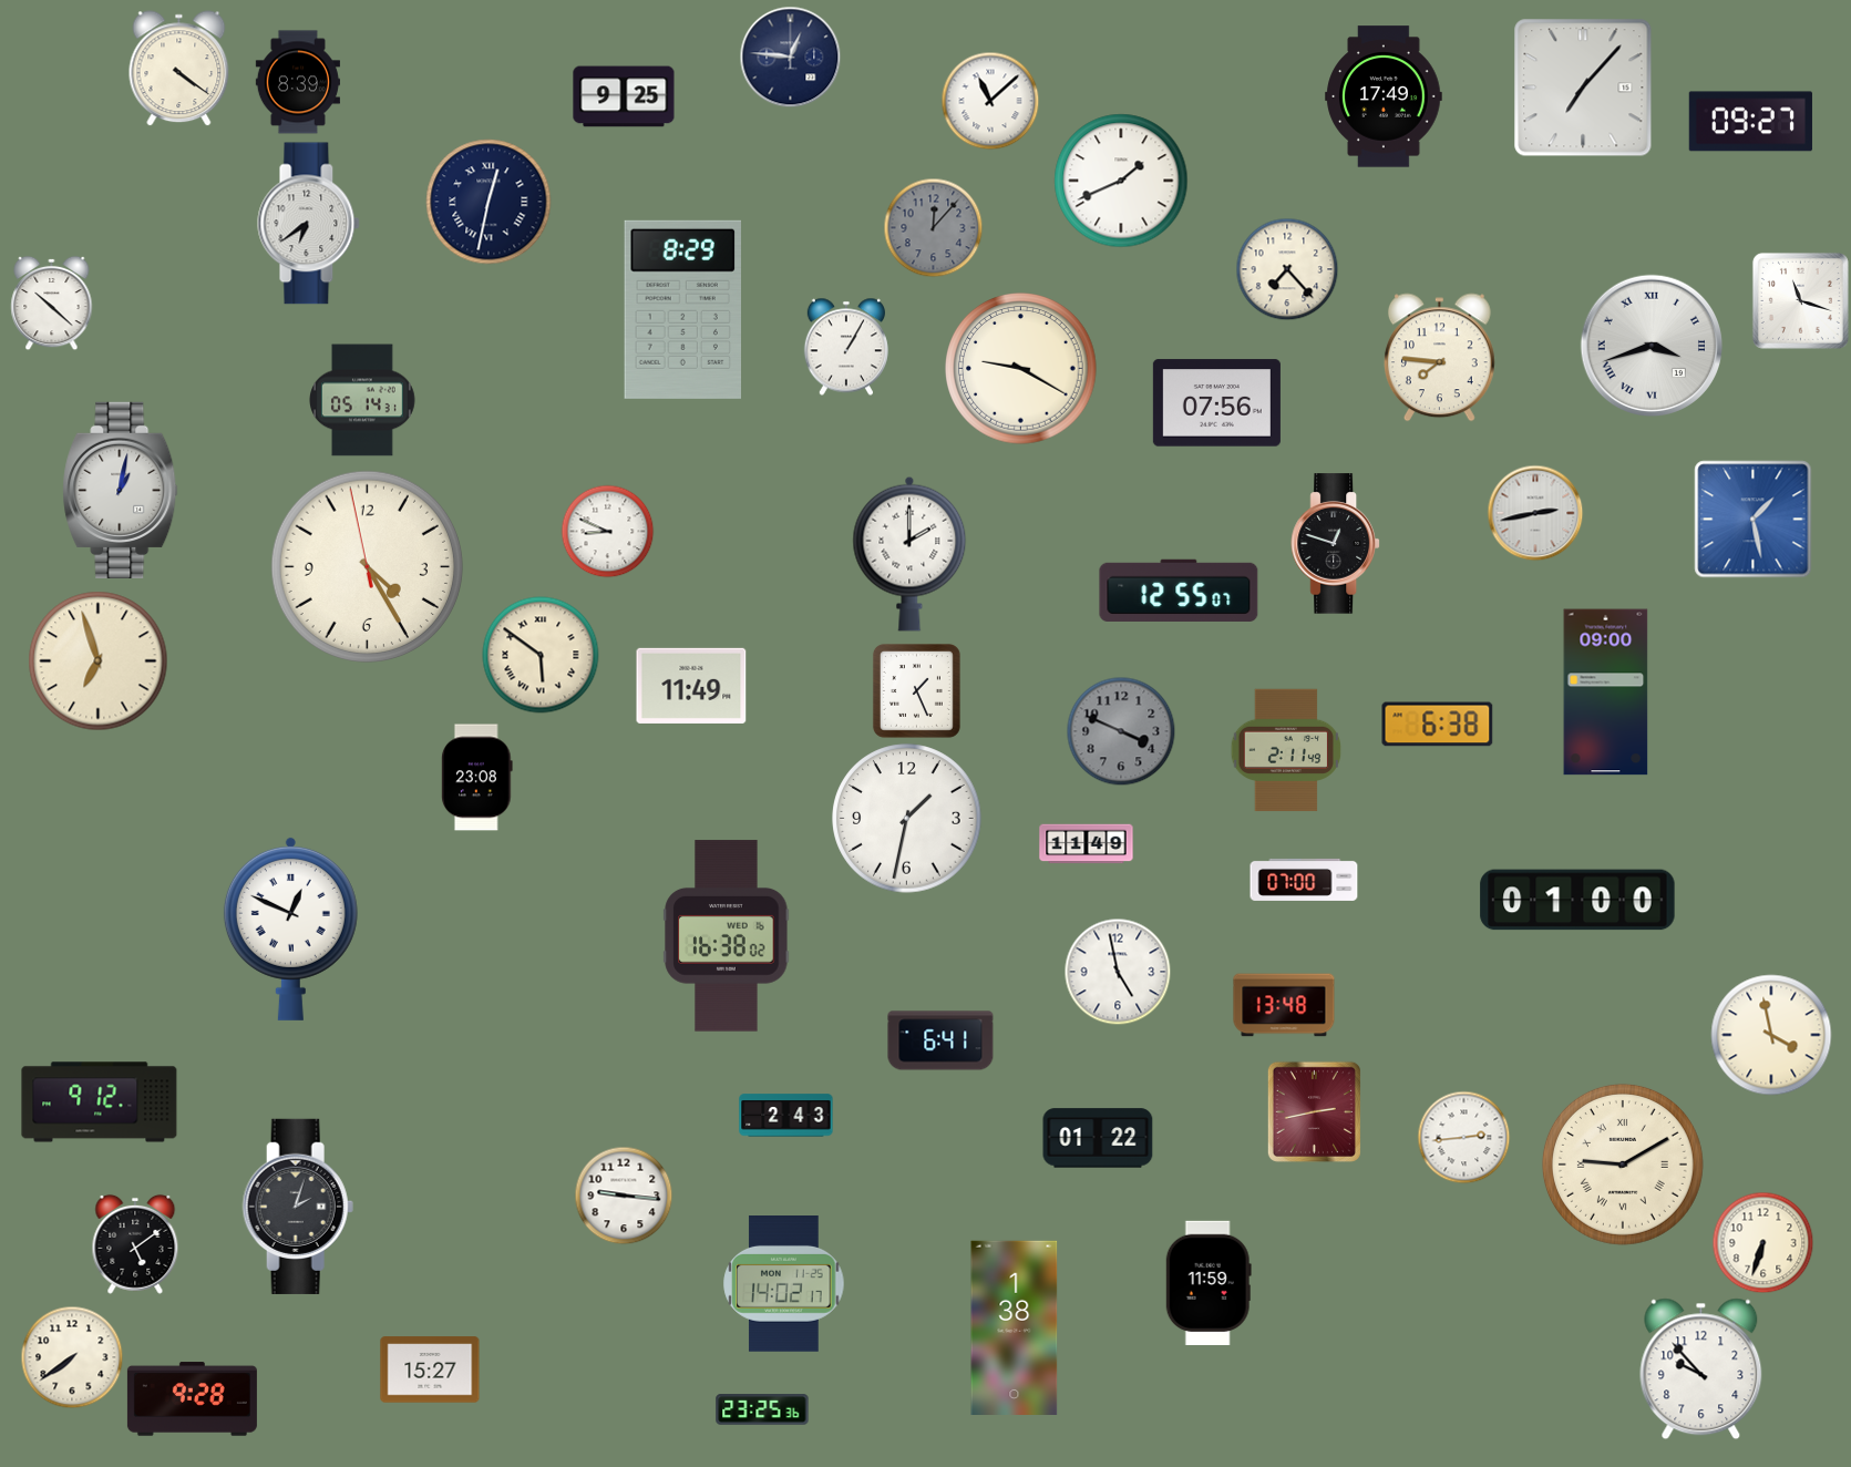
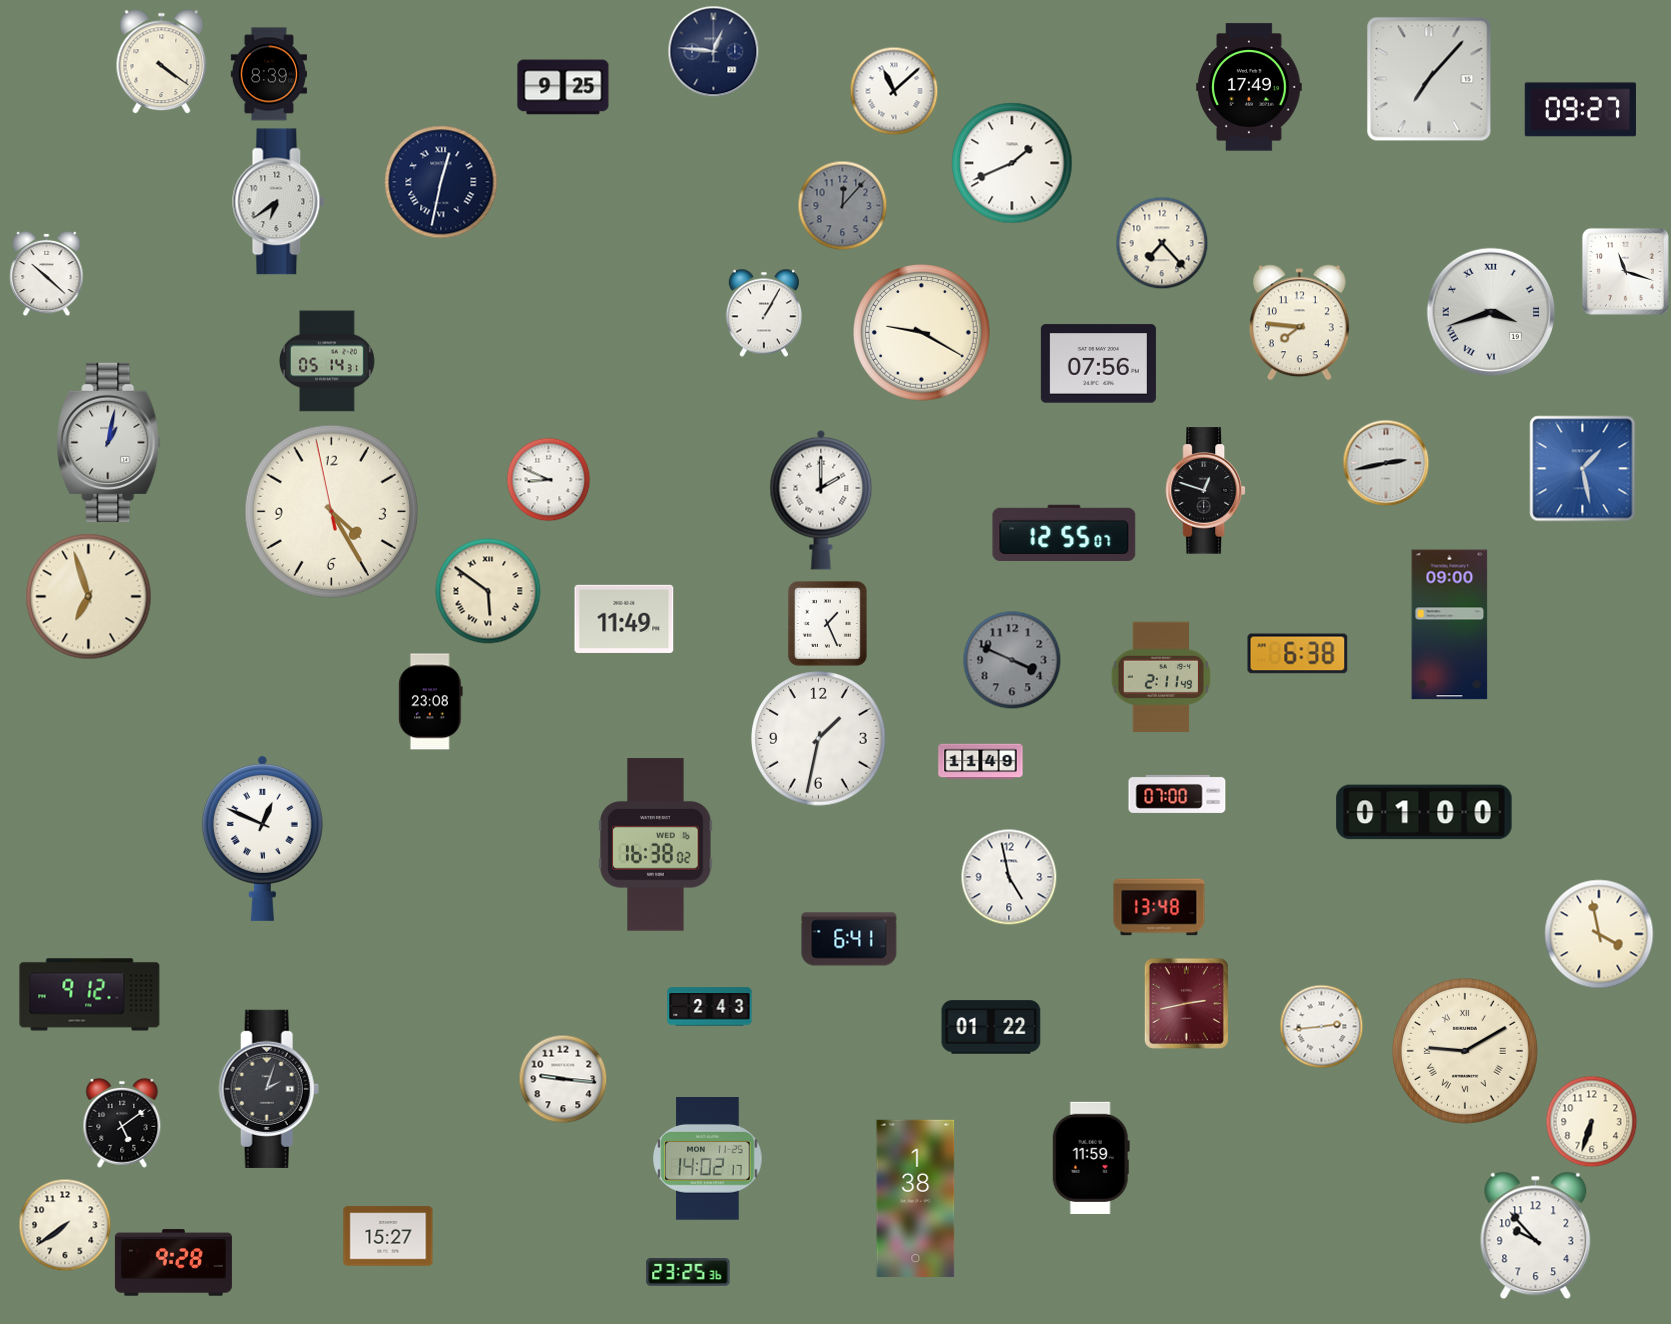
clock at (682, 309): 8:29 -> none
